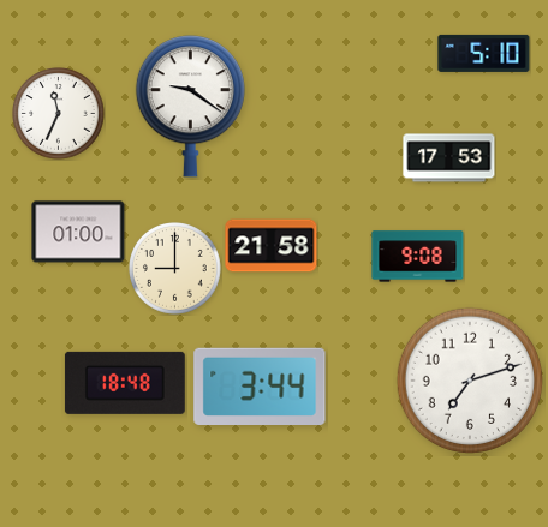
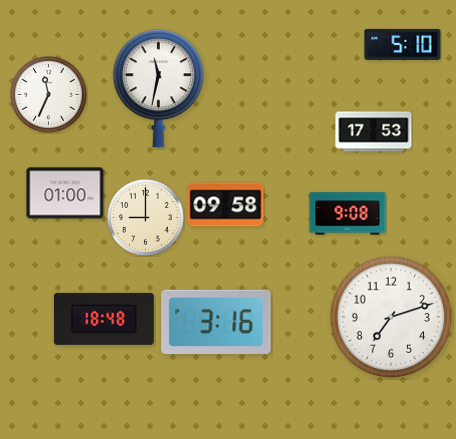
clock at (190, 107): 9:21 -> 11:32
clock at (272, 246): 21:58 -> 09:58
clock at (175, 269) position: (175, 269) -> (146, 218)
clock at (260, 387): 3:44 -> 3:16
